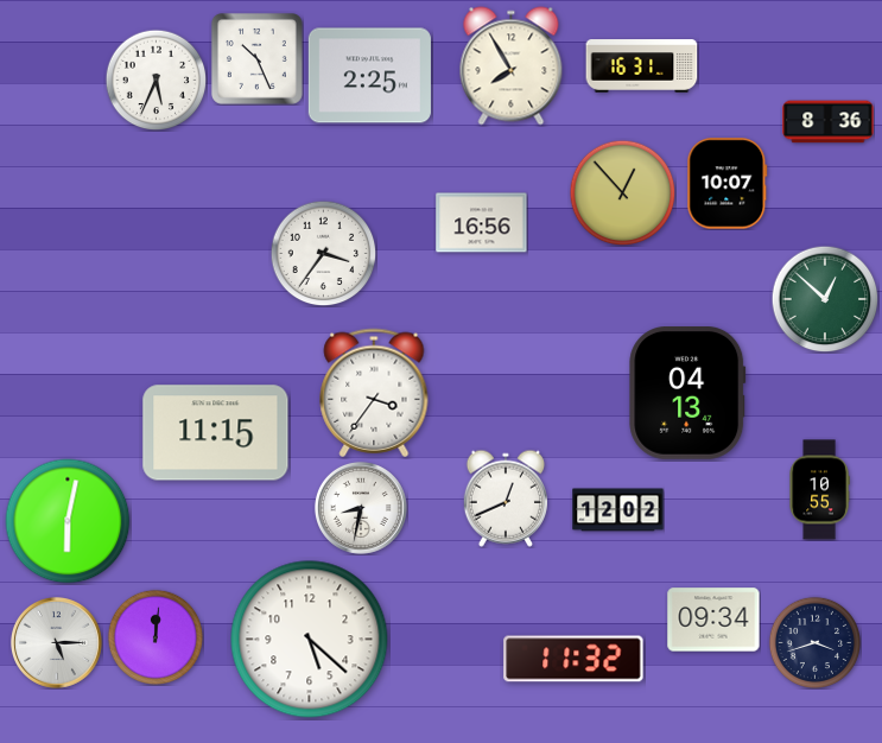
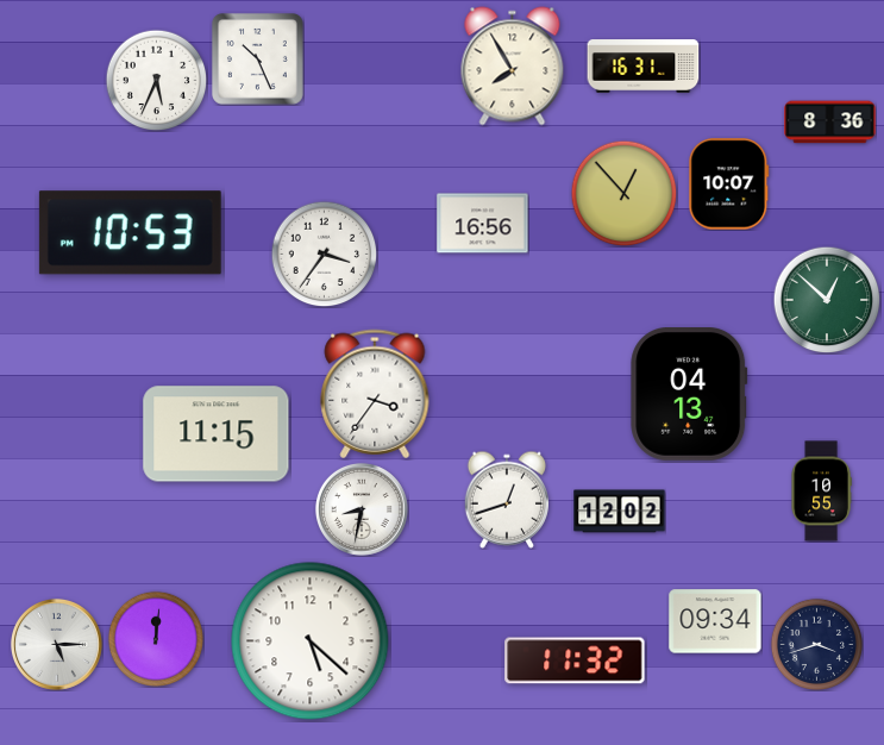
clock at (369, 76): 2:25 -> none
clock at (130, 233): none -> 10:53
clock at (505, 498): 12:41 -> 12:42
clock at (68, 521): 6:02 -> none
